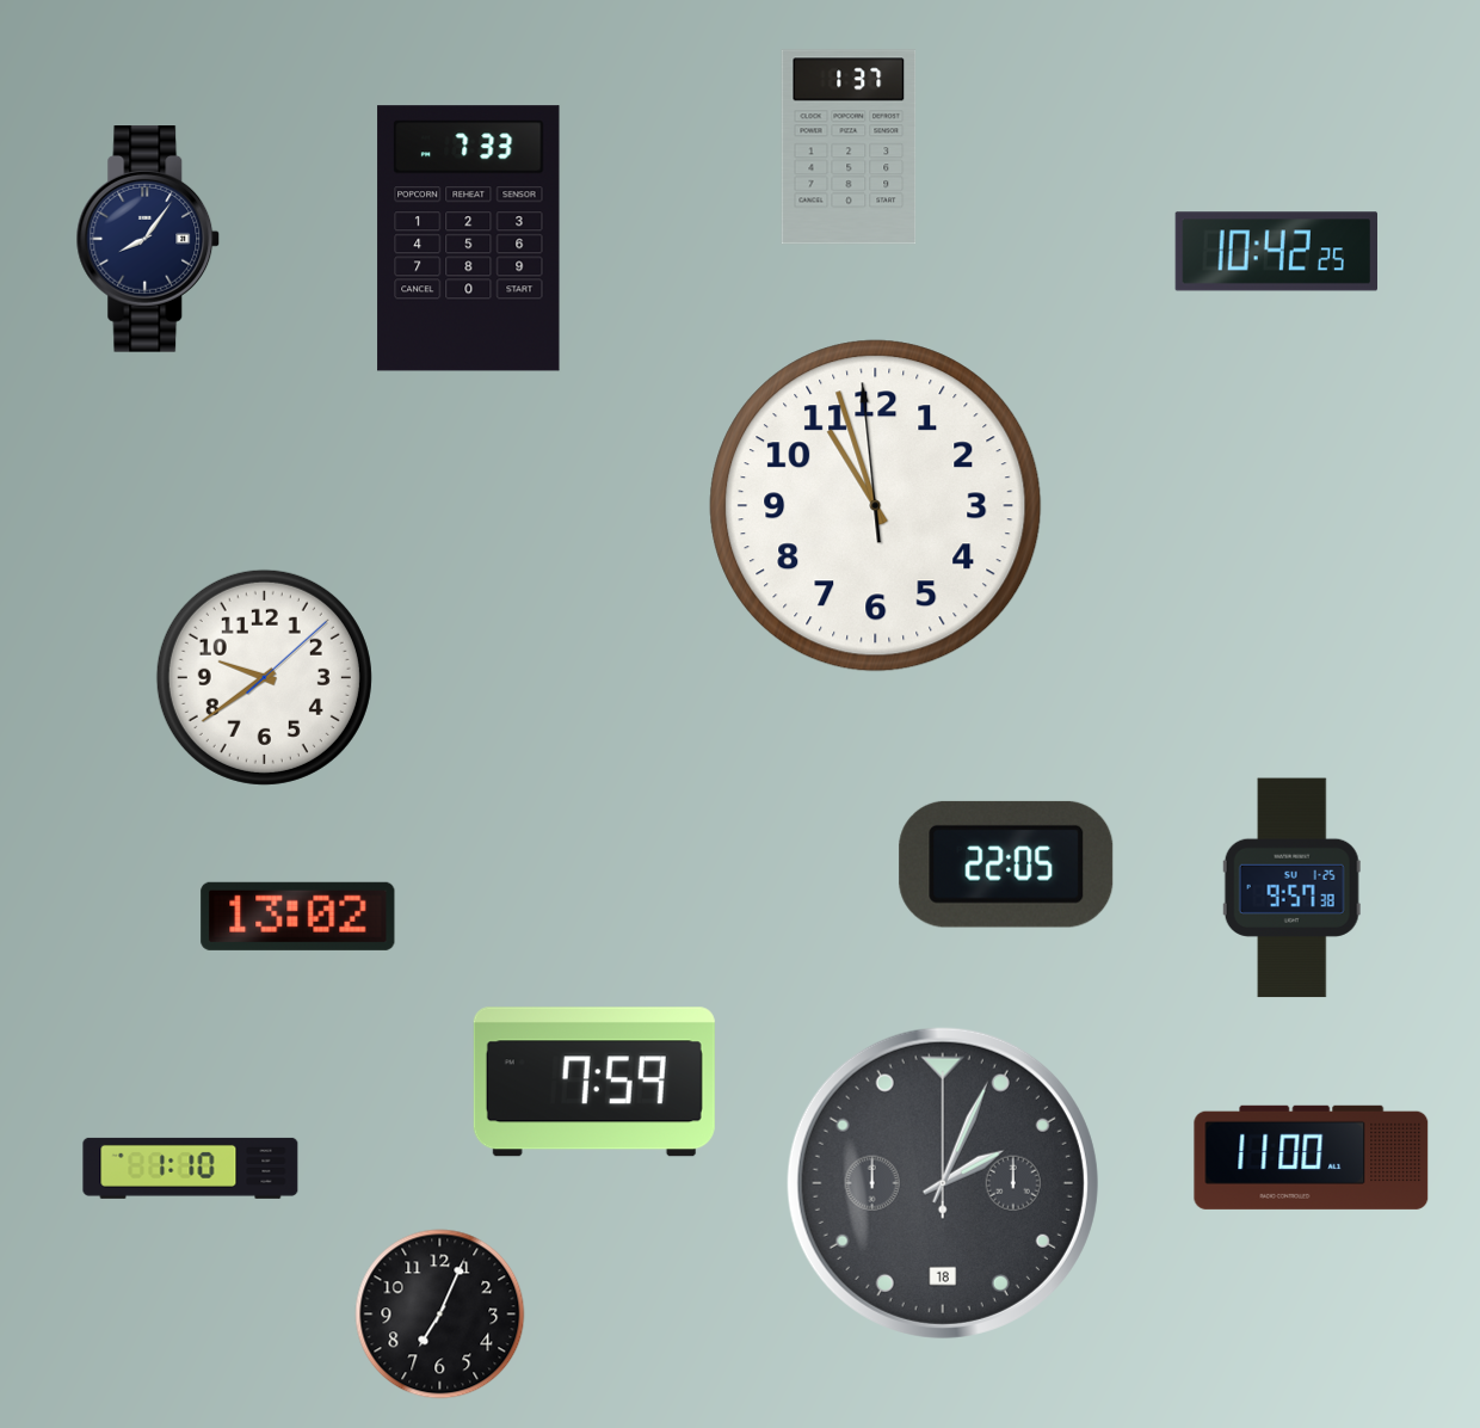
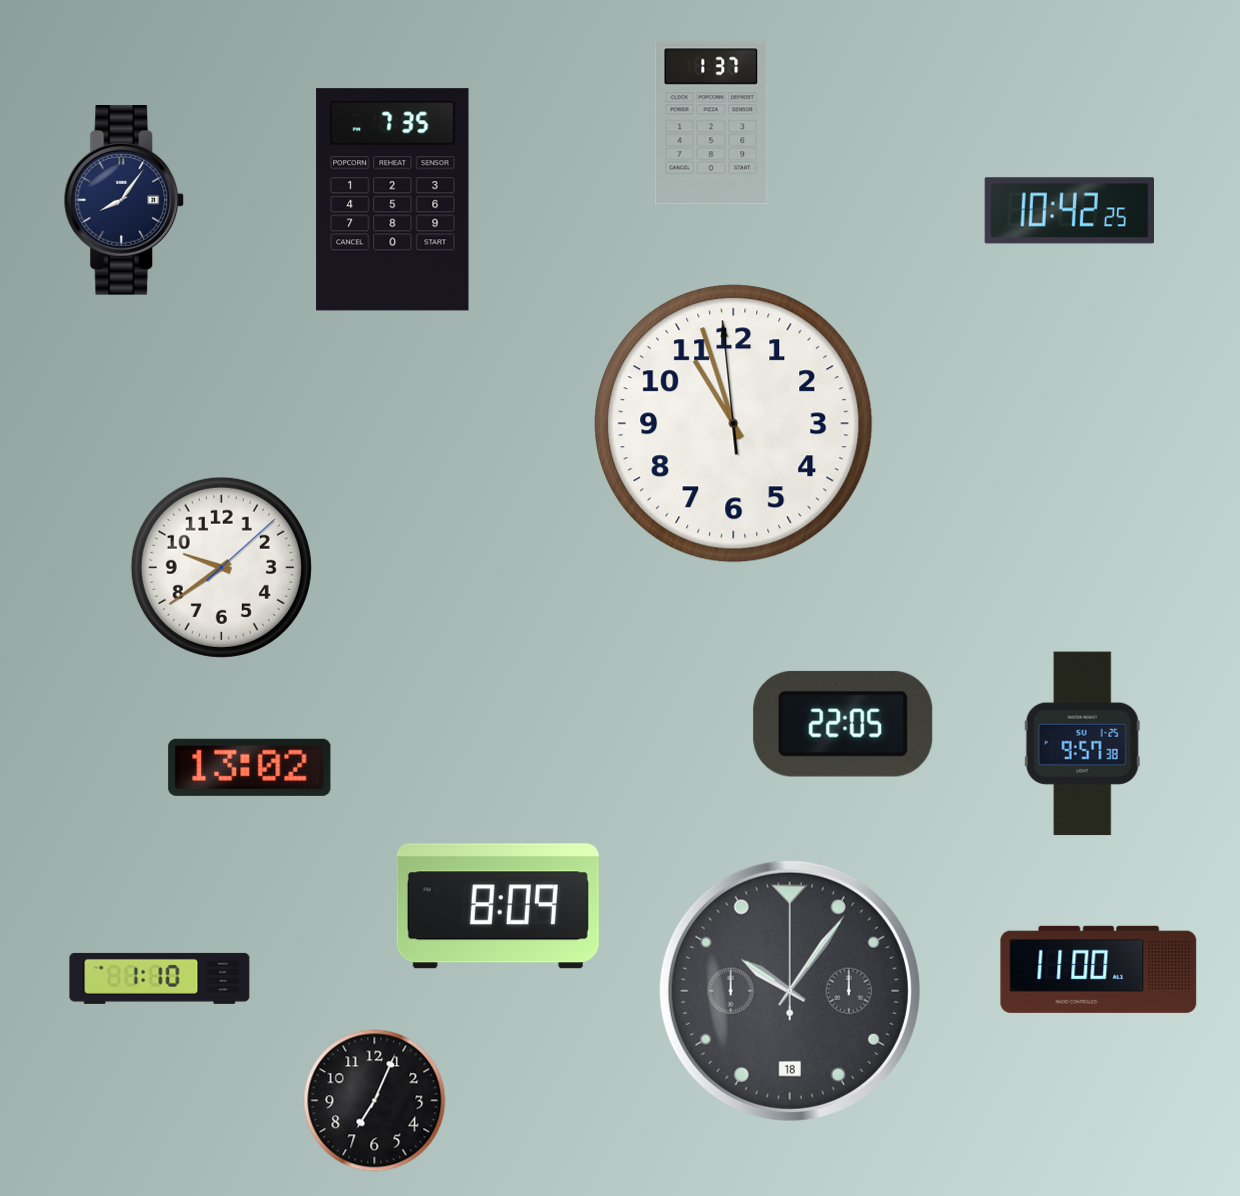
clock at (469, 239): 7:33 -> 7:35
clock at (594, 1082): 7:59 -> 8:09
clock at (943, 1183): 2:04 -> 10:06
clock at (440, 1315) position: (440, 1315) -> (375, 1101)
